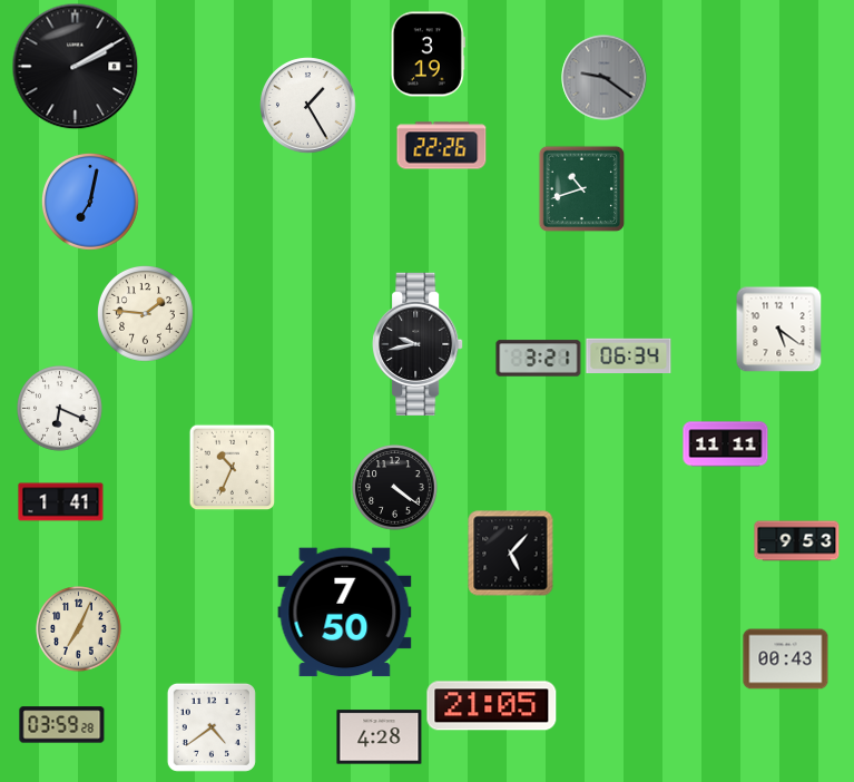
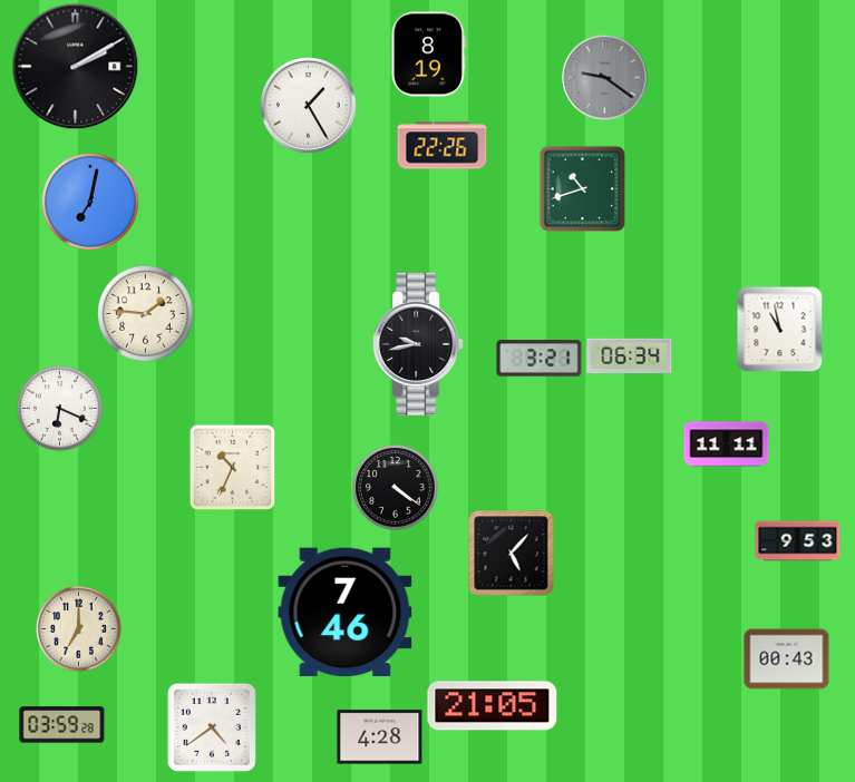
clock at (428, 55): 3:19 -> 8:19
clock at (778, 329): 5:21 -> 10:58
clock at (61, 502): 1:41 -> none
clock at (345, 613): 7:50 -> 7:46
clock at (79, 629): 7:04 -> 7:00
